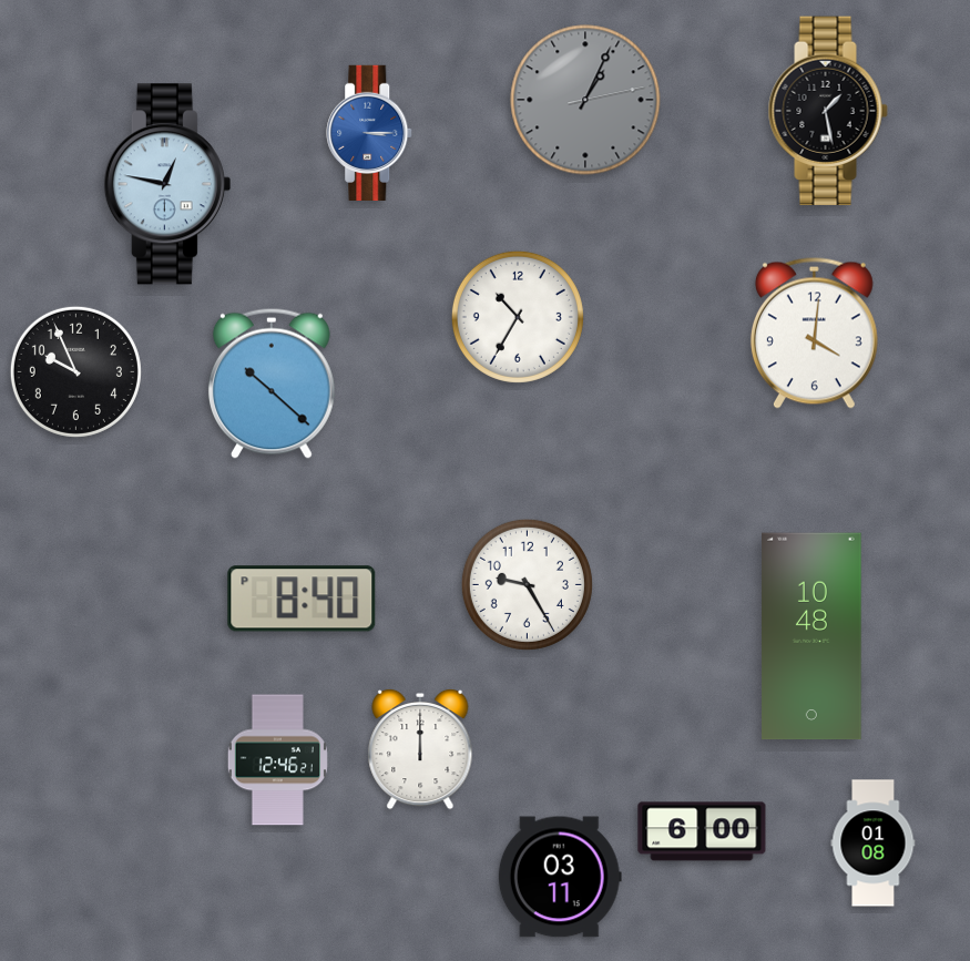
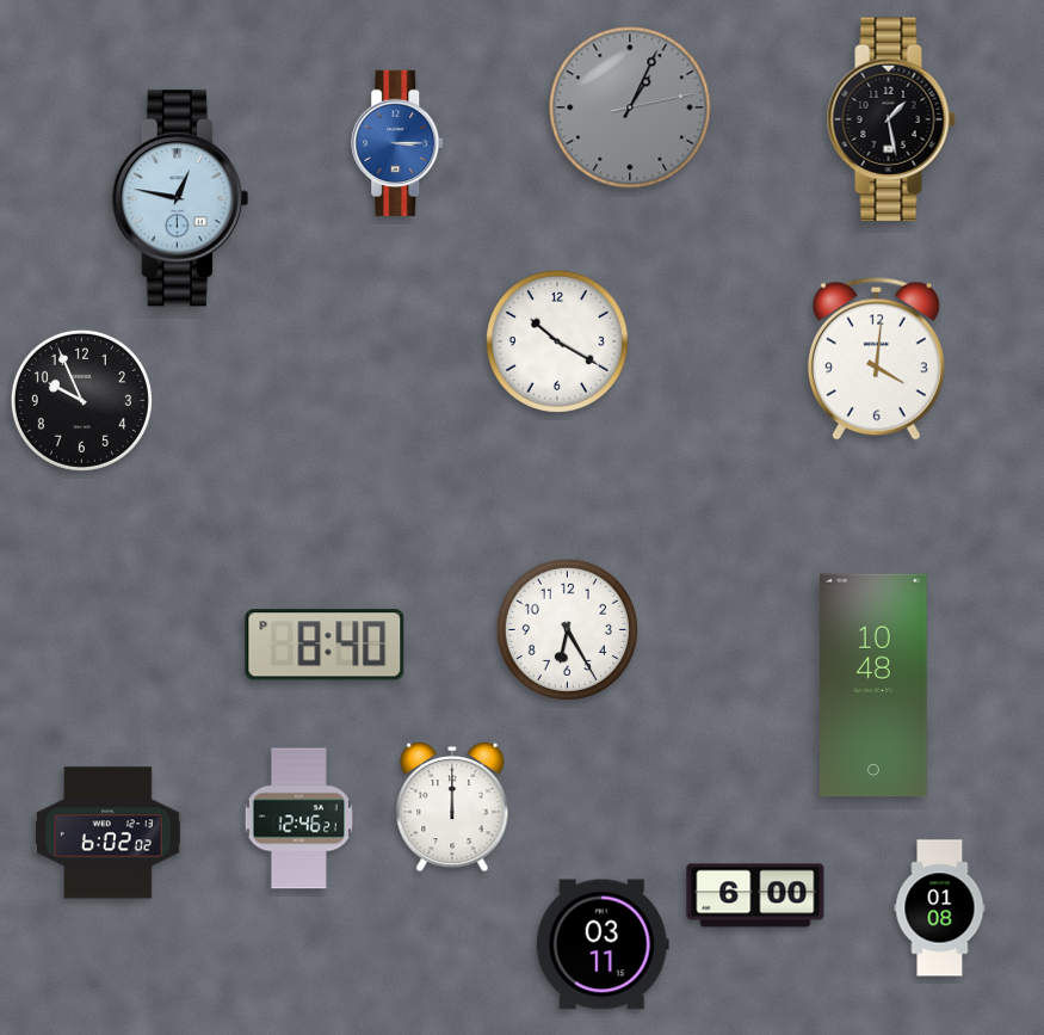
clock at (518, 317): 10:35 -> 10:20
clock at (272, 384): 10:22 -> none
clock at (527, 584): 9:25 -> 6:25
clock at (107, 833): none -> 6:02
